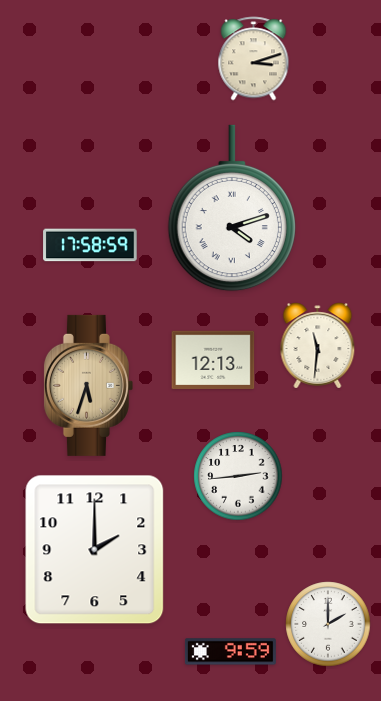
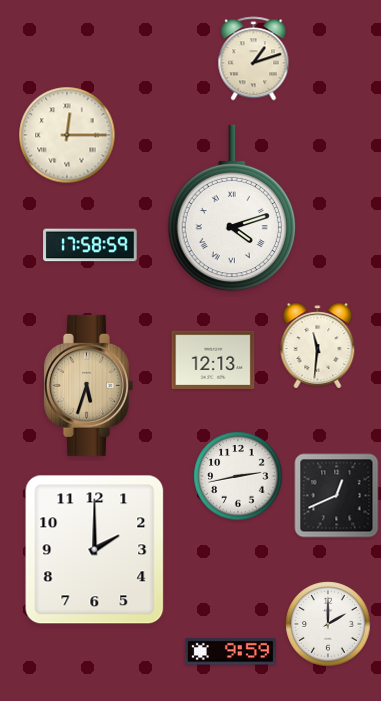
clock at (254, 59): 3:12 -> 1:12
clock at (67, 135): none -> 12:15
clock at (238, 476): 2:44 -> 2:43
clock at (337, 496): none -> 12:41
